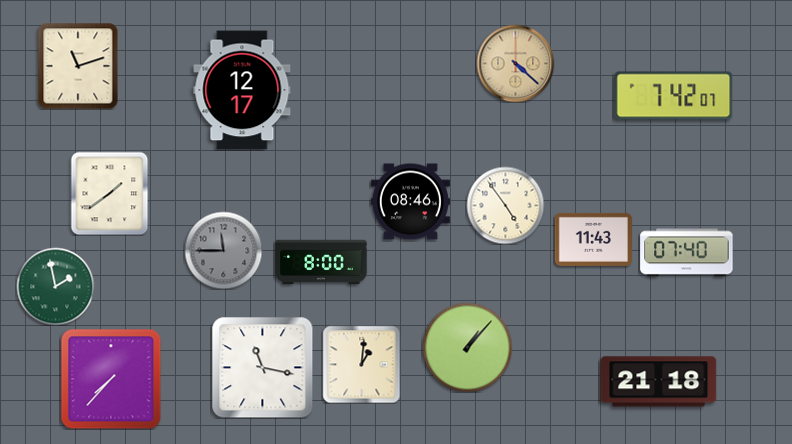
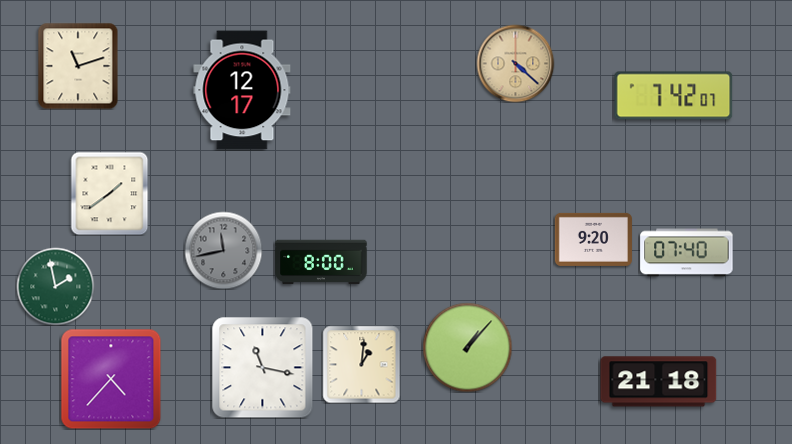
clock at (410, 202): 08:46 -> none
clock at (505, 205): 4:54 -> none
clock at (593, 239): 11:43 -> 9:20
clock at (223, 250): 11:45 -> 11:43
clock at (111, 379): 7:37 -> 4:37
